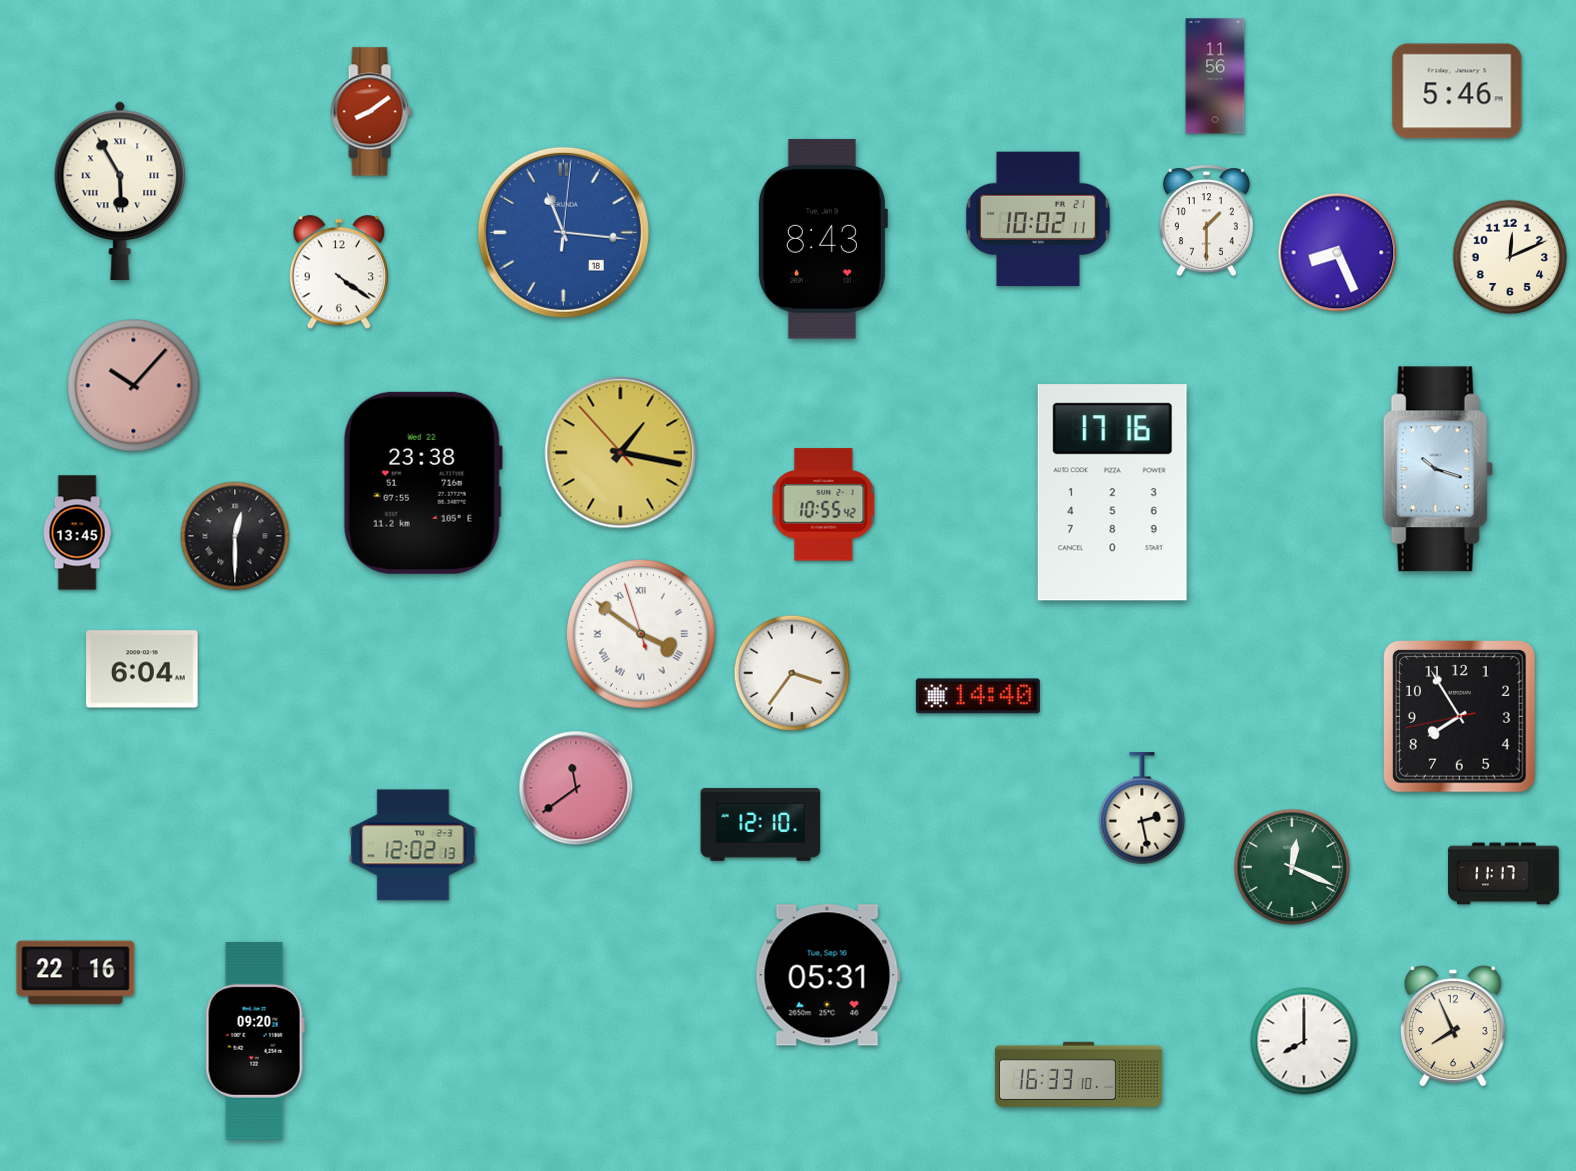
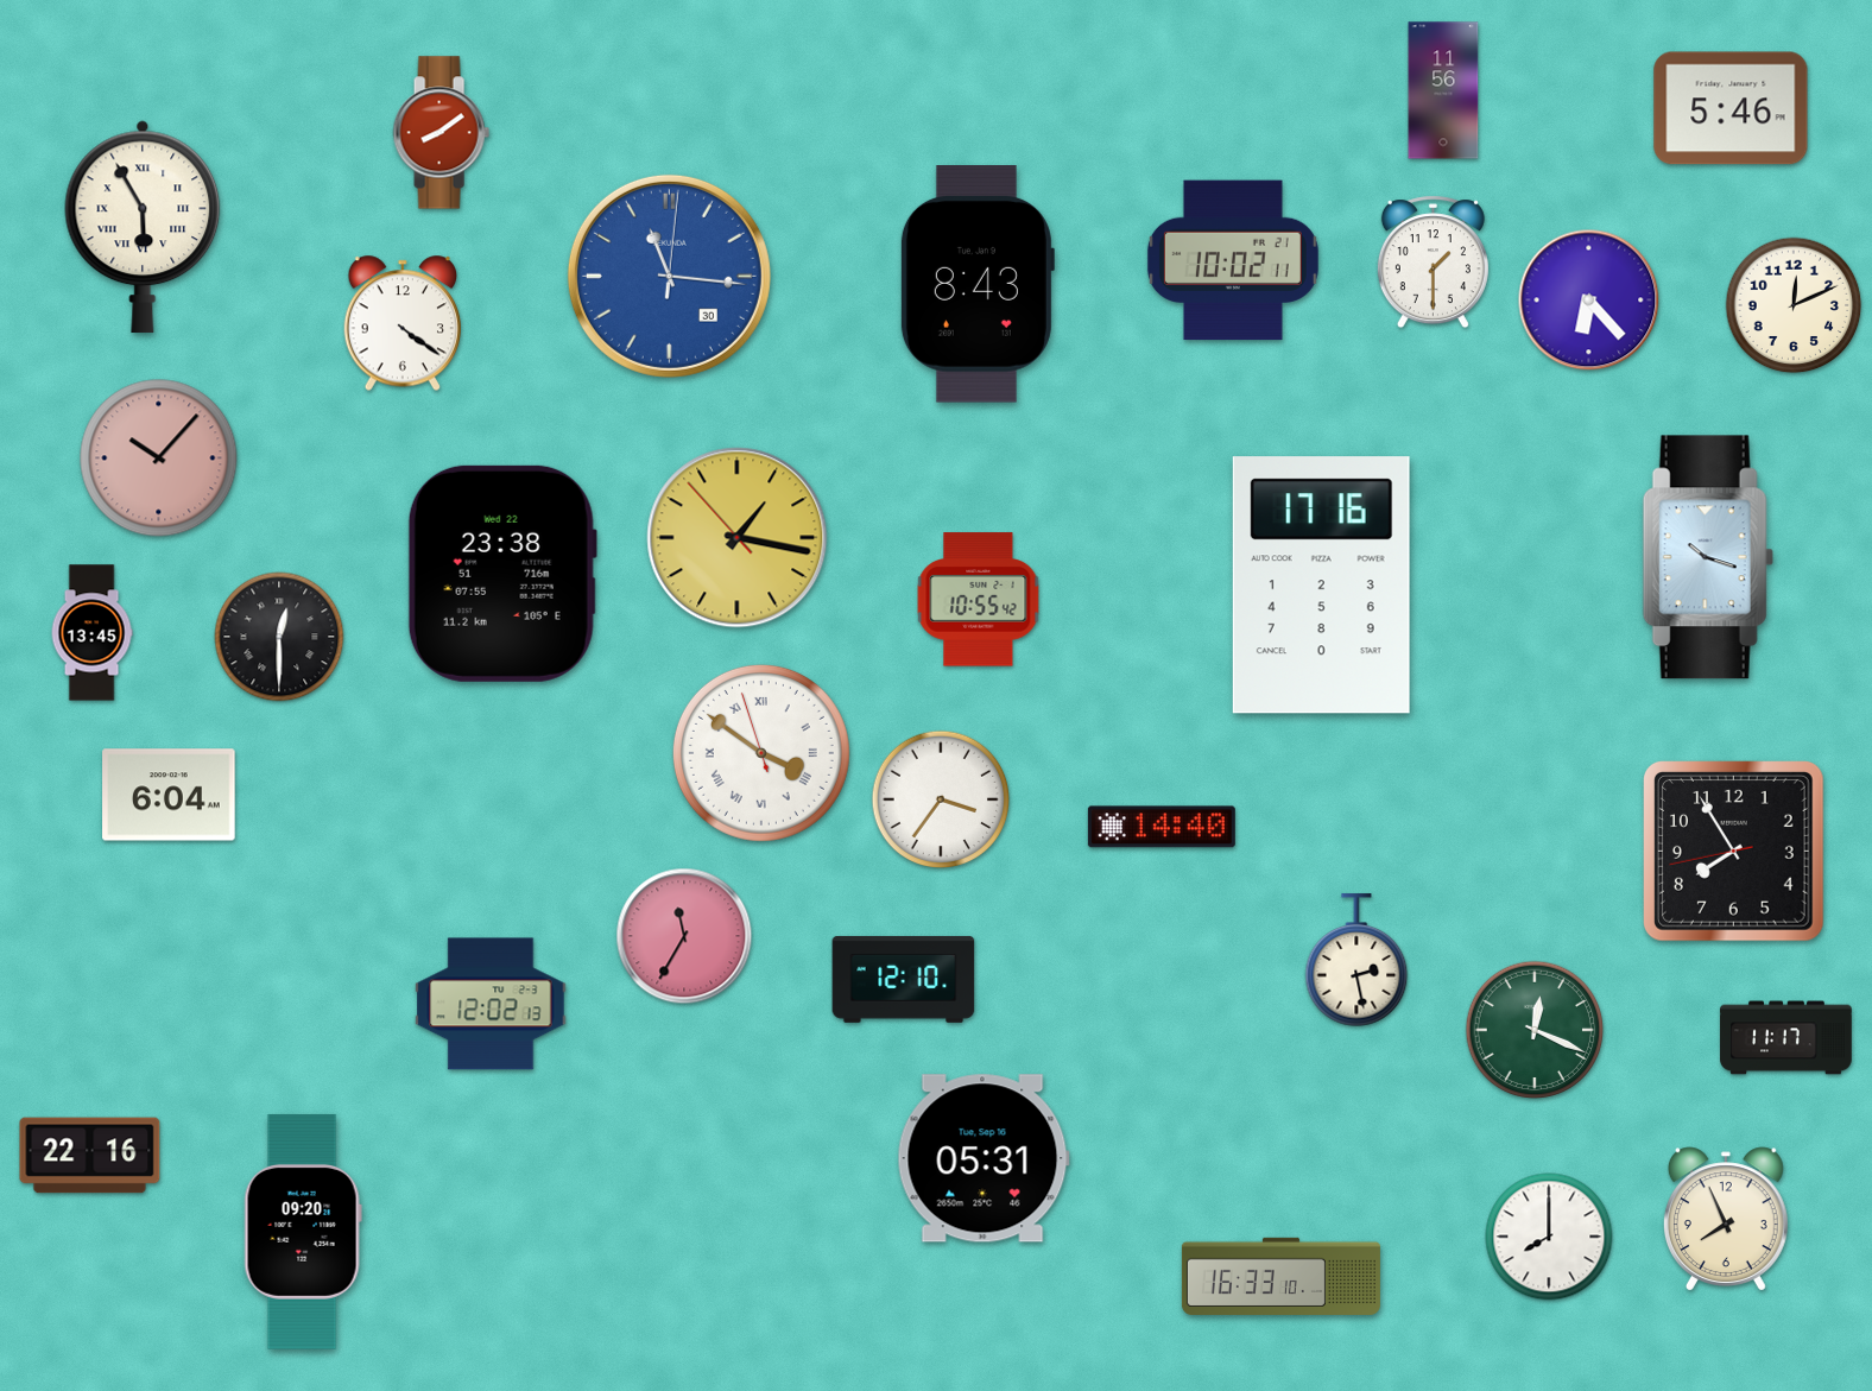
clock at (563, 232) date: 18 -> 30
clock at (1338, 253): 8:26 -> 6:23
clock at (576, 788): 11:39 -> 11:35
clock at (255, 1041) position: (255, 1041) -> (303, 1232)
